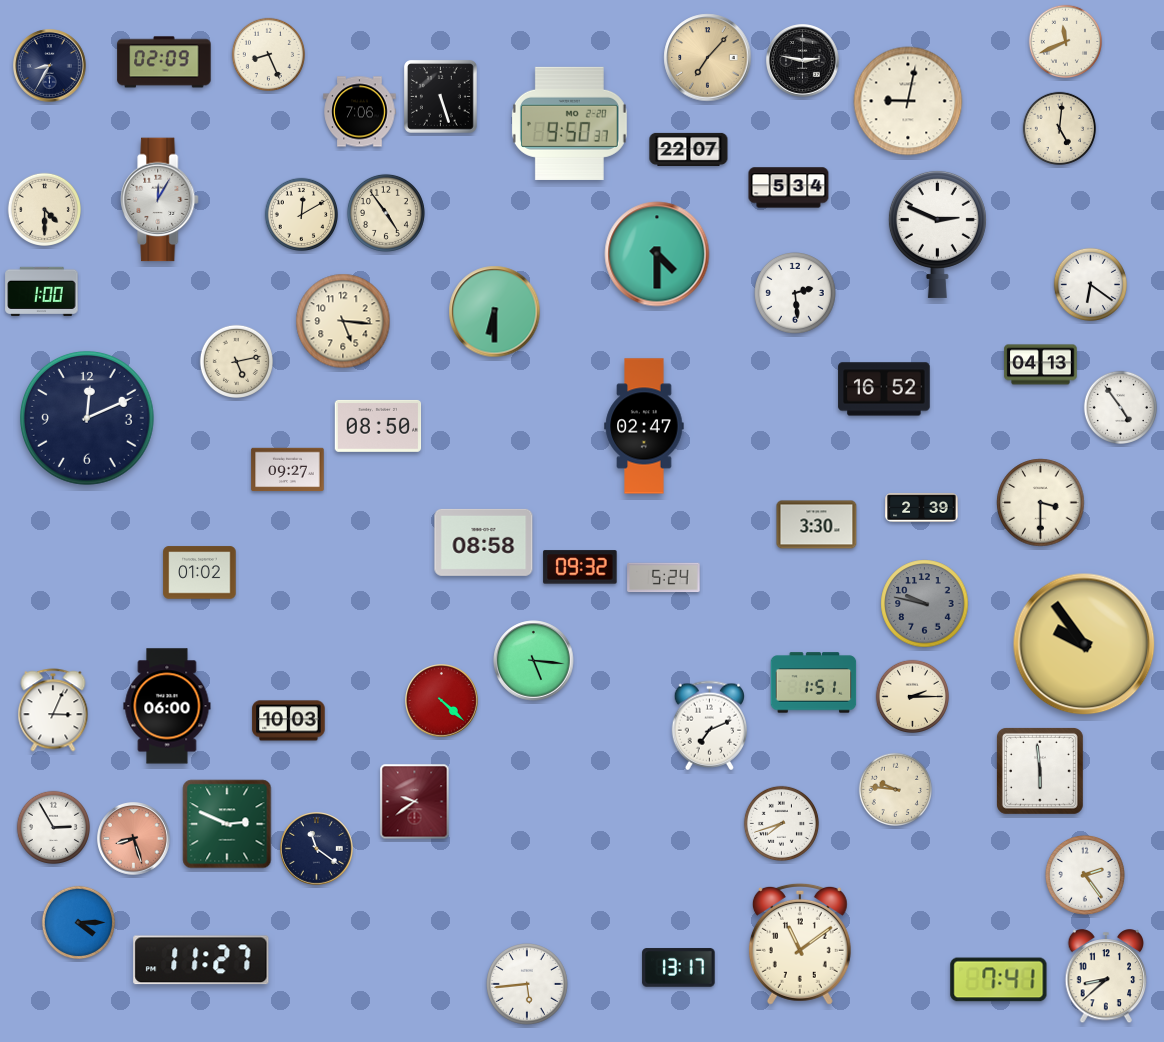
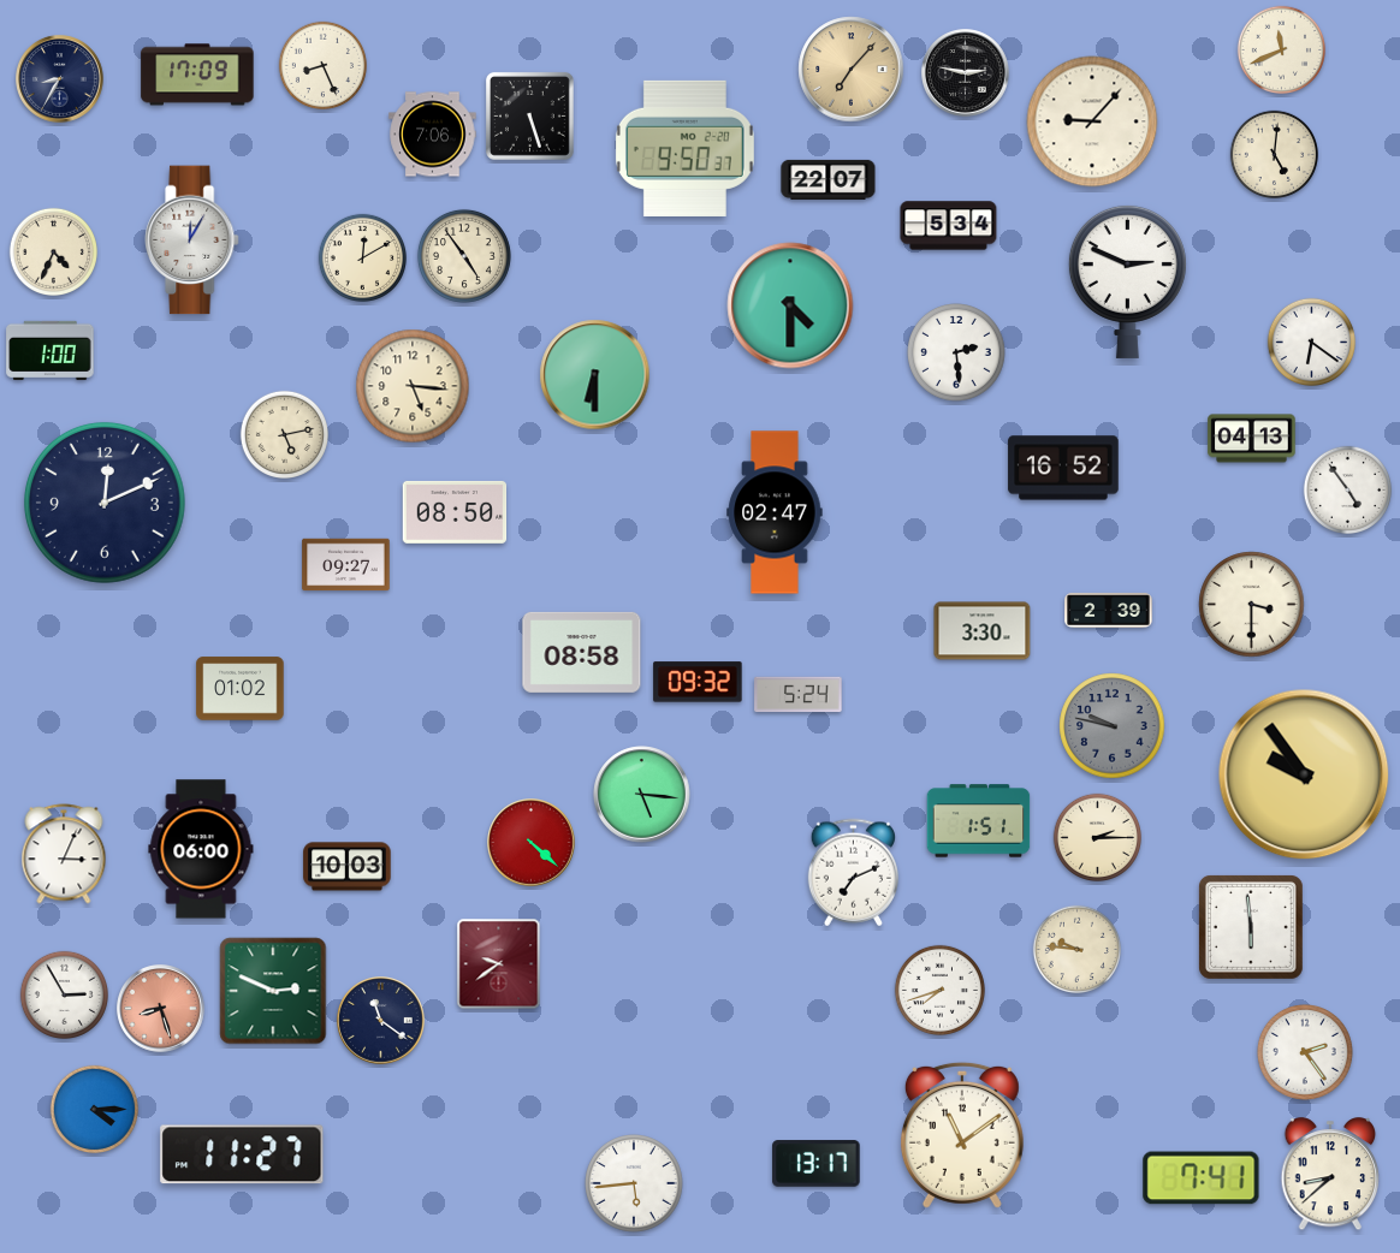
clock at (164, 62): 02:09 -> 17:09
clock at (908, 101): 9:02 -> 9:07
clock at (44, 209): 4:30 -> 4:34
